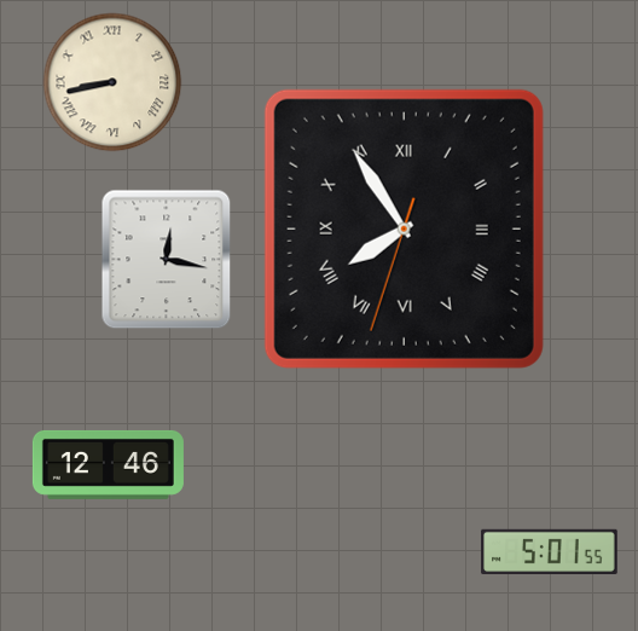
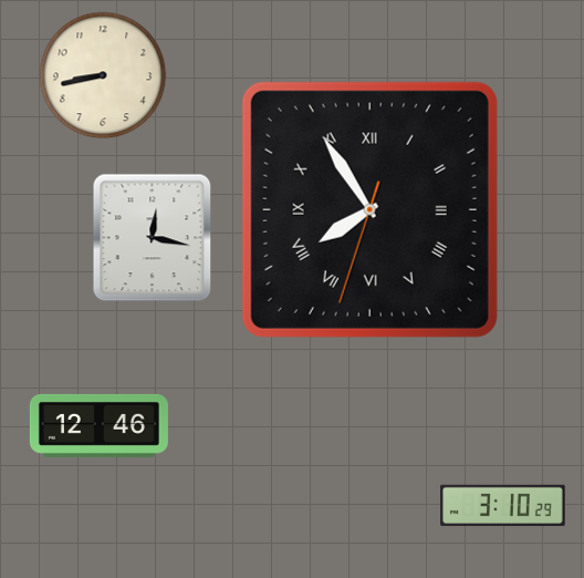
clock at (112, 82) numerals: Roman -> Arabic
clock at (550, 551): 5:01 -> 3:10
